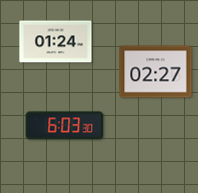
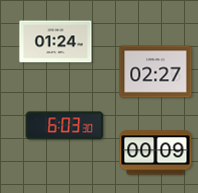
clock at (156, 153): none -> 00:09
